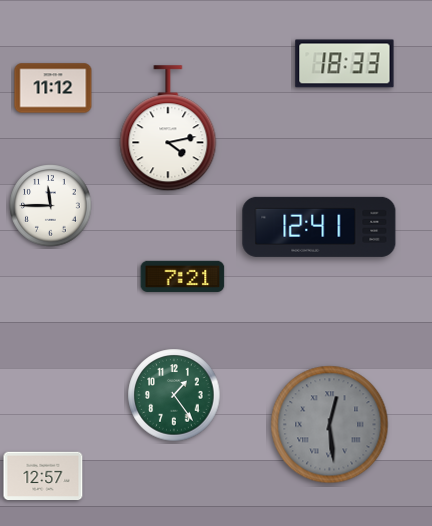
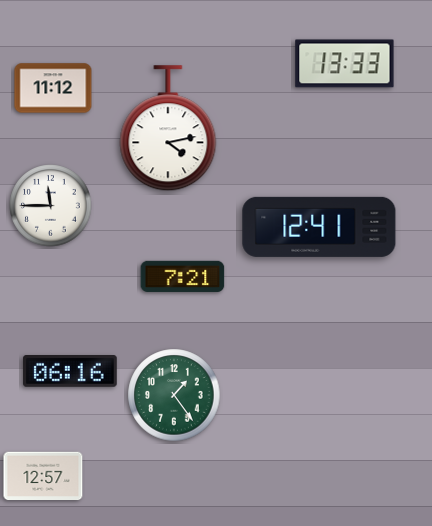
clock at (345, 64): 18:33 -> 13:33
clock at (70, 372): none -> 06:16
clock at (330, 425): 12:29 -> none
